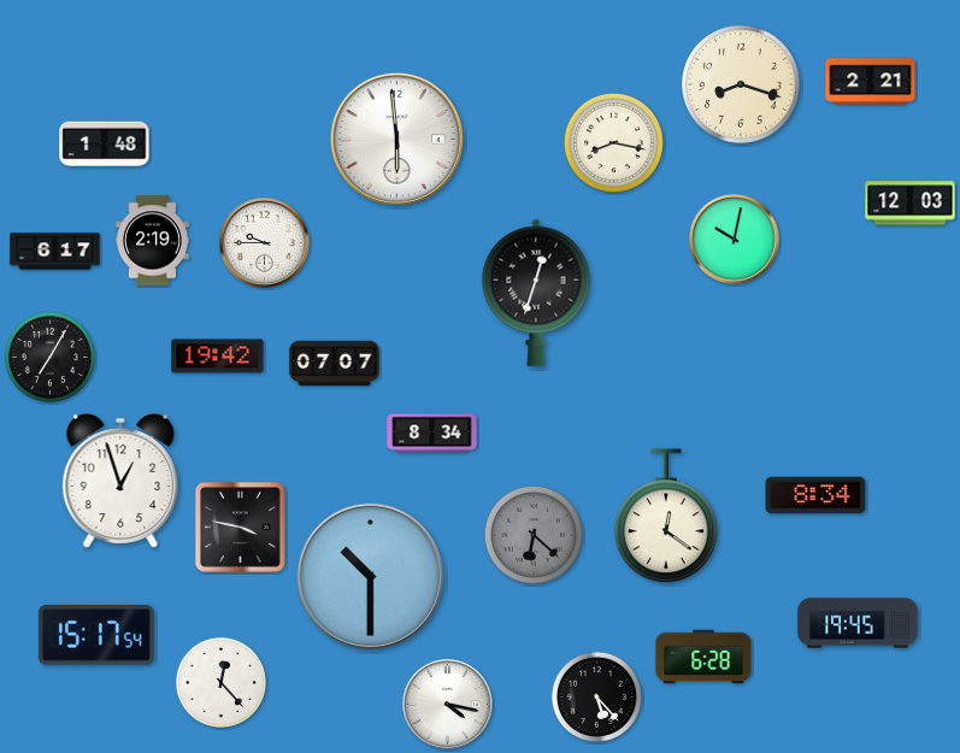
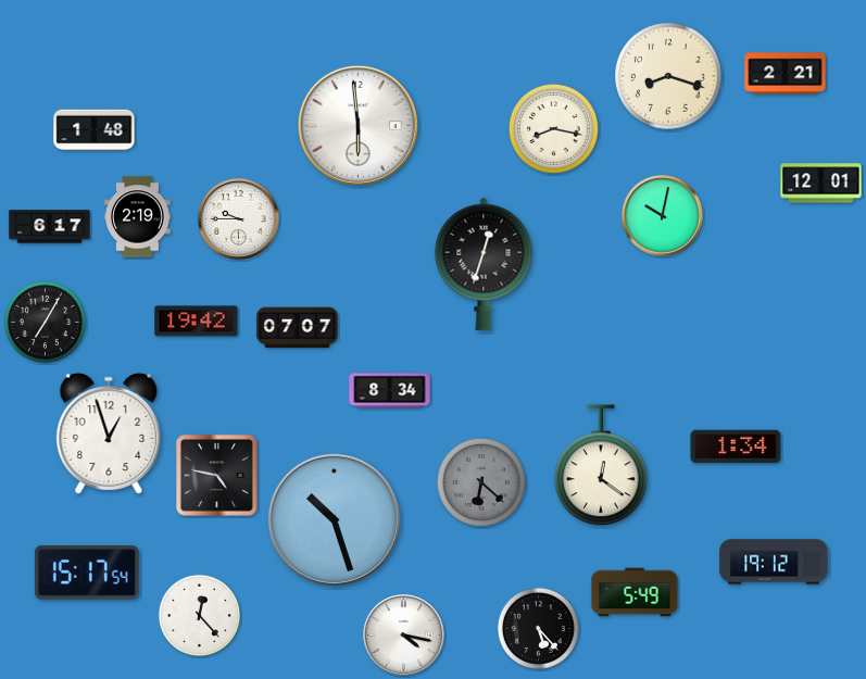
clock at (911, 204): 12:03 -> 12:01
clock at (335, 364) position: (335, 364) -> (298, 328)
clock at (815, 495): 8:34 -> 1:34
clock at (240, 526): 3:47 -> 4:47
clock at (370, 576): 10:30 -> 10:27
clock at (858, 623): 19:45 -> 19:12
clock at (703, 657): 6:28 -> 5:49
